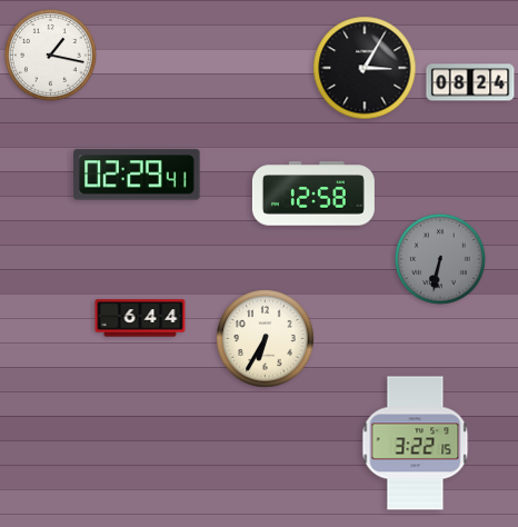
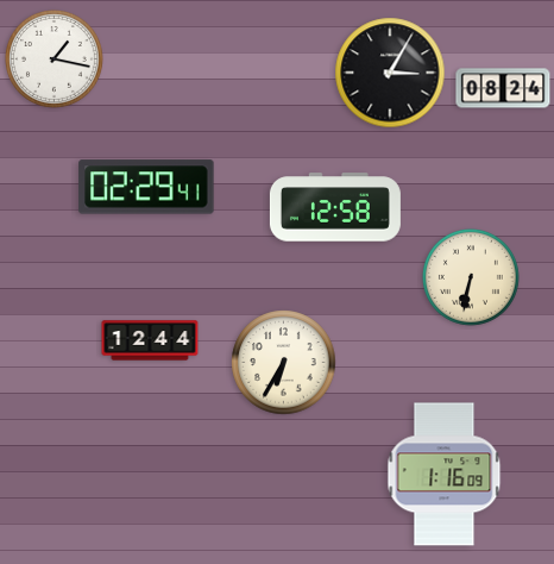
clock at (440, 259) dial: grey -> cream
clock at (140, 318): 6:44 -> 12:44
clock at (416, 444): 3:22 -> 1:16
